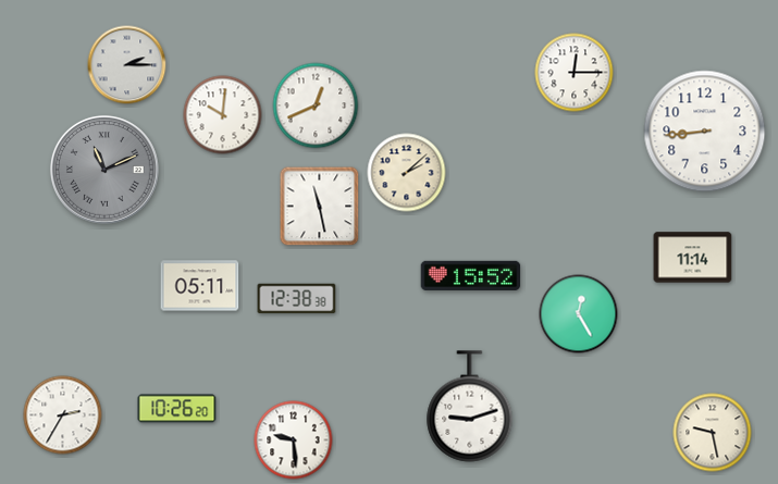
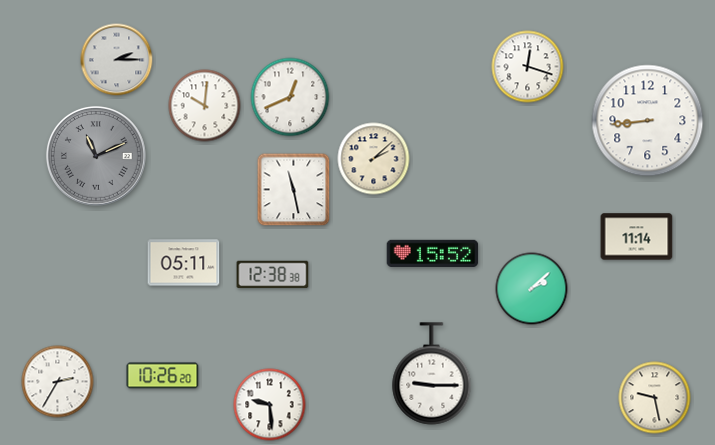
clock at (575, 73): 12:15 -> 12:18
clock at (579, 314): 12:25 -> 2:08
clock at (470, 407): 9:12 -> 9:15
